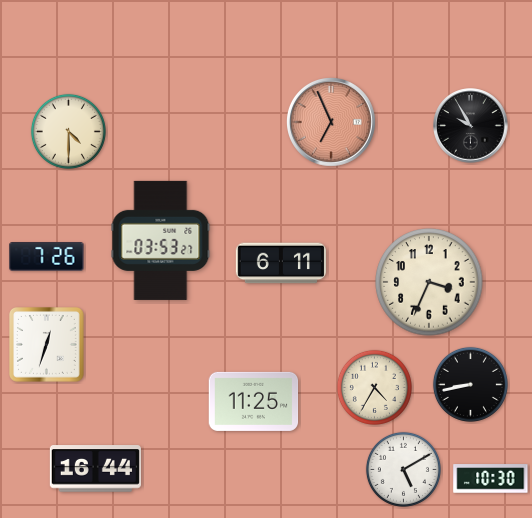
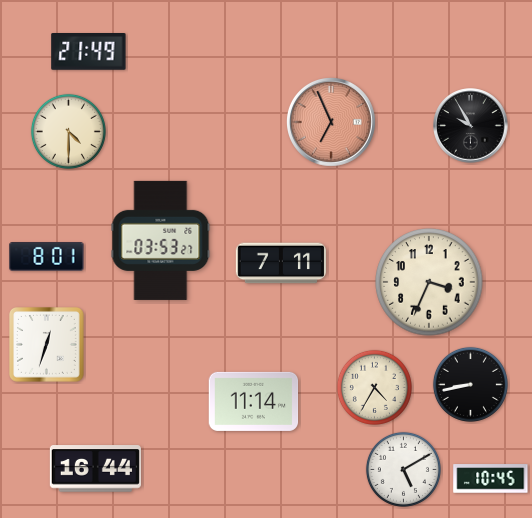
clock at (89, 52): none -> 21:49
clock at (47, 257): 7:26 -> 8:01
clock at (281, 263): 6:11 -> 7:11
clock at (254, 401): 11:25 -> 11:14
clock at (491, 479): 10:30 -> 10:45
